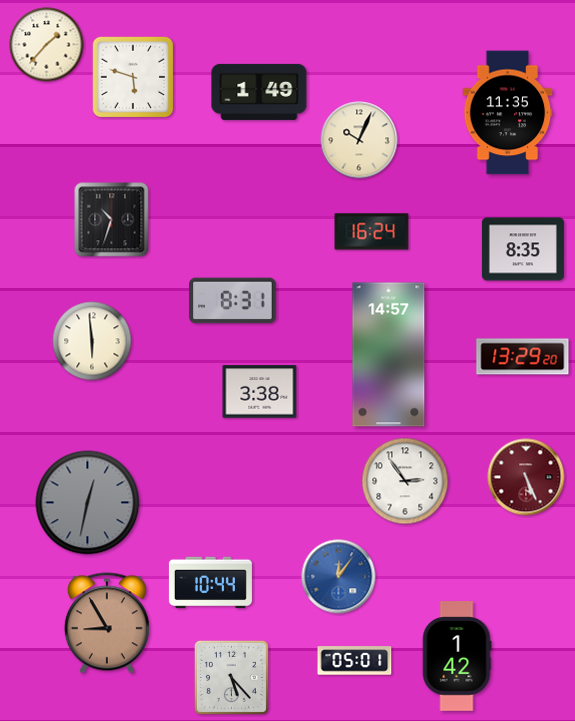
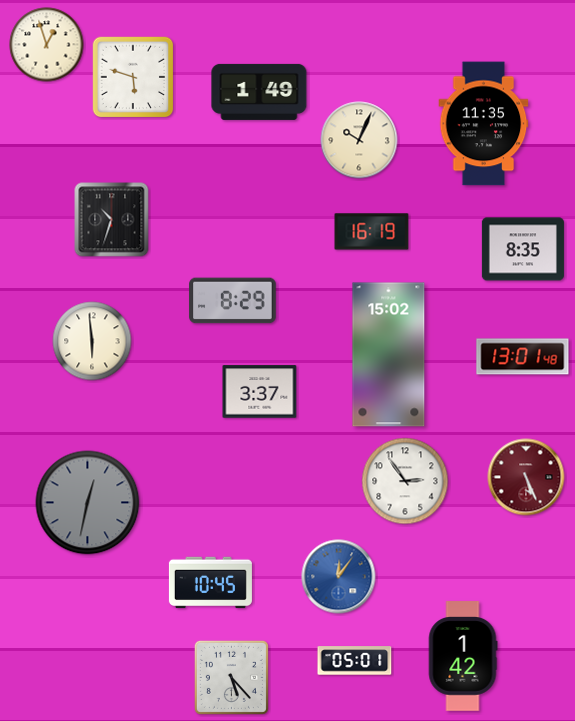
clock at (47, 45): 1:37 -> 12:57
clock at (508, 113) position: (508, 113) -> (484, 124)
clock at (372, 232): 16:24 -> 16:19
clock at (233, 301): 8:31 -> 8:29
clock at (389, 355): 14:57 -> 15:02
clock at (523, 357): 13:29 -> 13:01
clock at (260, 392): 3:38 -> 3:37
clock at (210, 583): 10:44 -> 10:45
clock at (107, 623): 8:55 -> none
clock at (457, 656) position: (457, 656) -> (463, 656)
